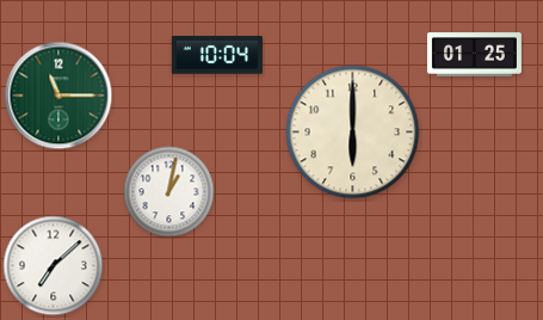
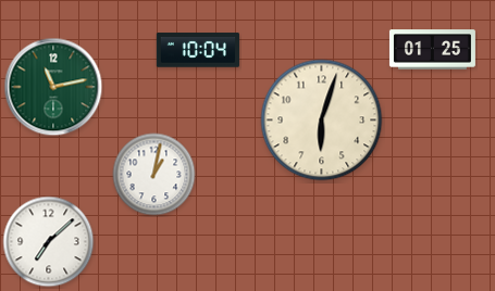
clock at (58, 96): 11:15 -> 11:13
clock at (353, 133): 6:00 -> 6:03
